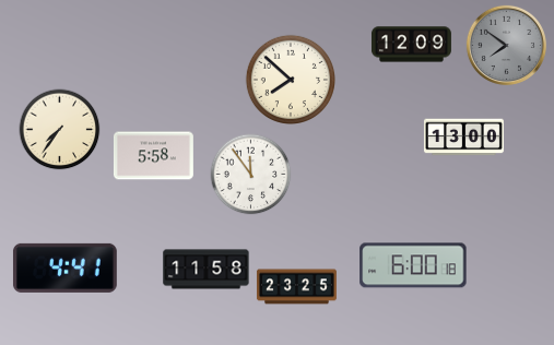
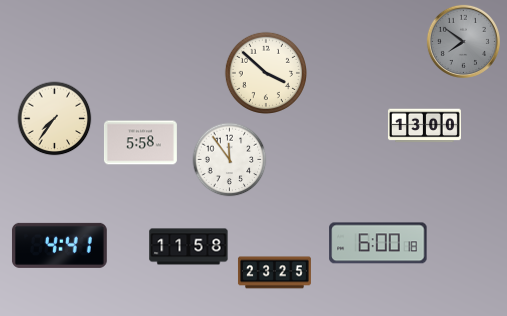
clock at (411, 45): 12:09 -> none
clock at (290, 79): 7:52 -> 3:52
clock at (296, 287) position: (296, 287) -> (274, 273)
